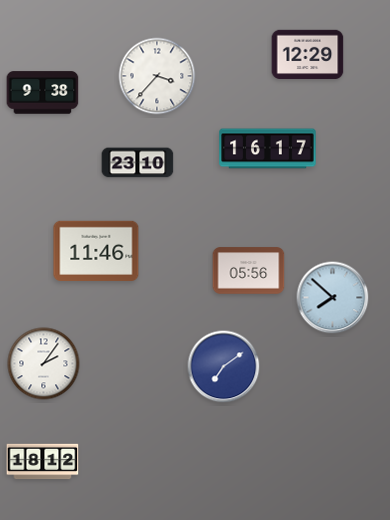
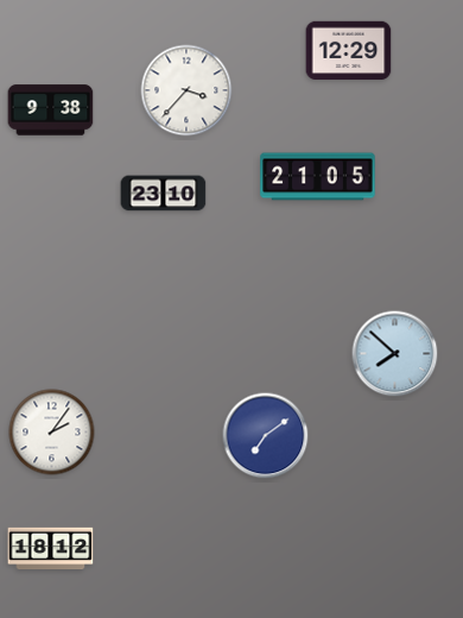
clock at (308, 55) position: (308, 55) -> (349, 51)
clock at (268, 149): 16:17 -> 21:05
clock at (96, 251): 11:46 -> none
clock at (249, 271): 05:56 -> none
